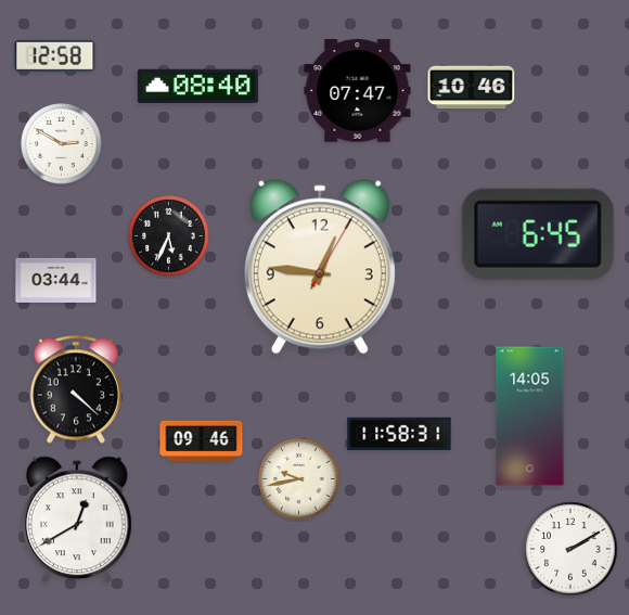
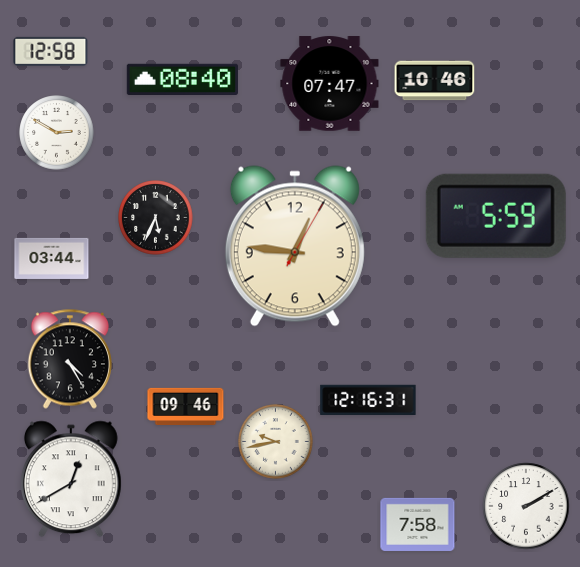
clock at (538, 234): 6:45 -> 5:59
clock at (76, 389): 4:22 -> 4:25
clock at (530, 417): 14:05 -> none
clock at (399, 434): 11:58 -> 12:16
clock at (418, 524): none -> 7:58
